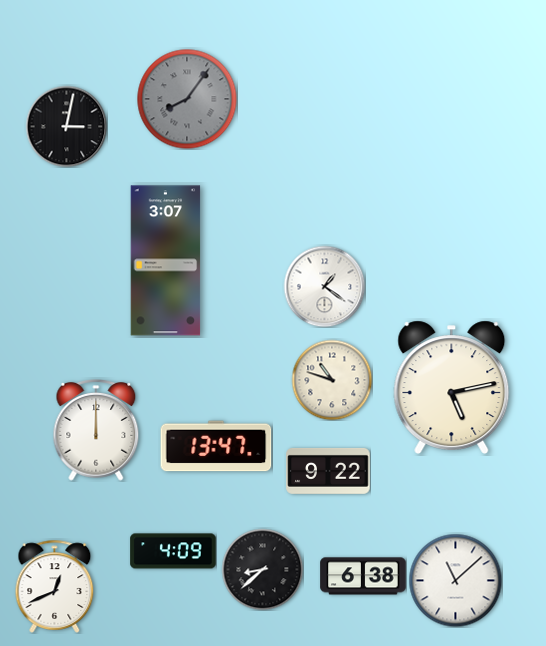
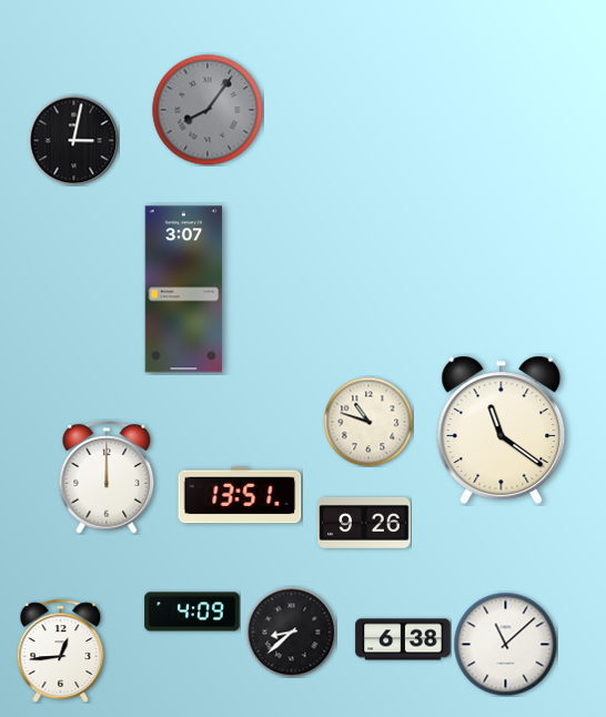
clock at (324, 286): 1:21 -> none
clock at (452, 387): 5:13 -> 11:21
clock at (216, 446): 13:47 -> 13:51
clock at (328, 471): 9:22 -> 9:26
clock at (55, 586): 12:41 -> 12:44
